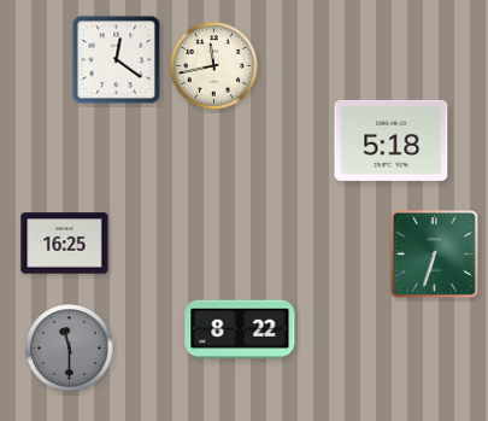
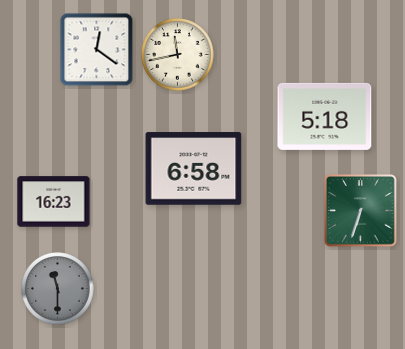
clock at (194, 169): none -> 6:58
clock at (65, 244): 16:25 -> 16:23
clock at (240, 329): 8:22 -> none
